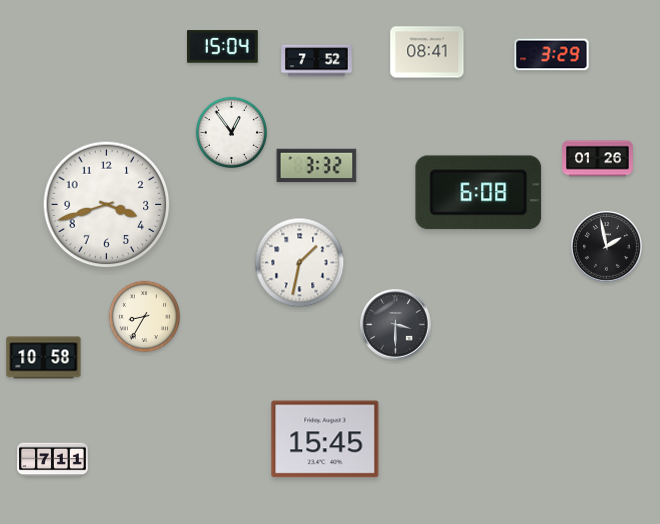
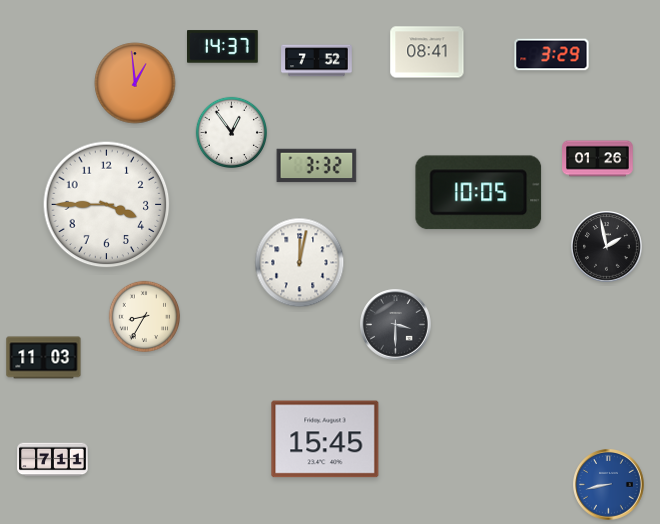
clock at (223, 47): 15:04 -> 14:37
clock at (135, 83): none -> 12:59
clock at (479, 193): 6:08 -> 10:05
clock at (107, 205): 3:42 -> 3:45
clock at (300, 263): 1:32 -> 12:02
clock at (44, 358): 10:58 -> 11:03
clock at (609, 485): none -> 8:43
